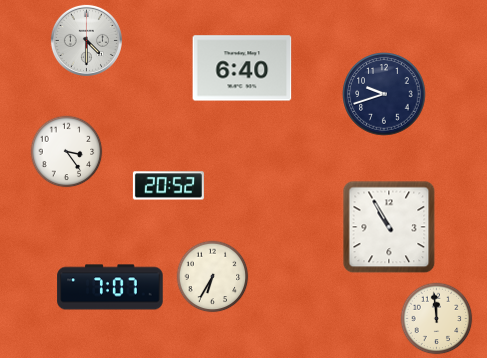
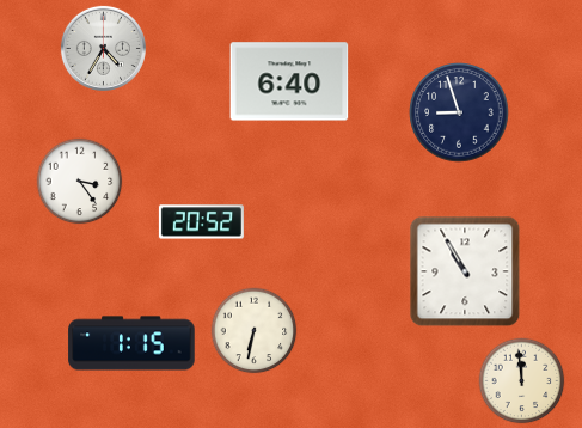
clock at (86, 40): 4:30 -> 4:35
clock at (384, 94): 9:42 -> 8:57
clock at (213, 277): 6:35 -> 6:32
clock at (110, 287): 7:07 -> 1:15
